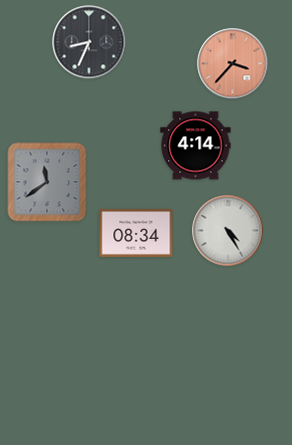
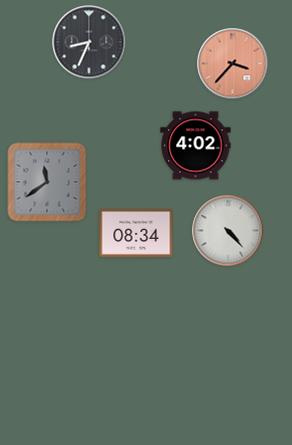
clock at (196, 146): 4:14 -> 4:02
clock at (228, 231): 4:25 -> 4:23
